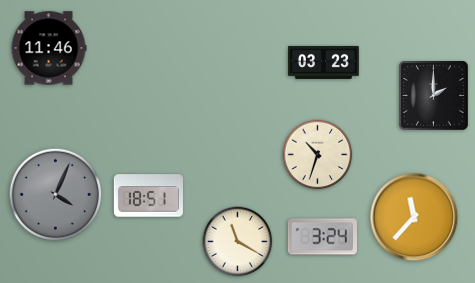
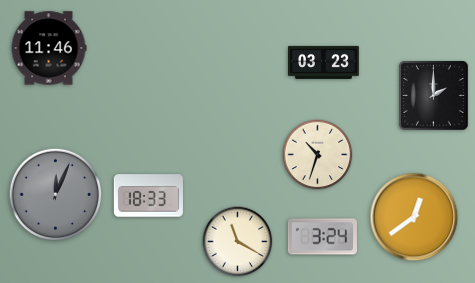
clock at (56, 195): 4:04 -> 12:04
clock at (148, 196): 18:51 -> 18:33
clock at (414, 217): 11:37 -> 12:39
